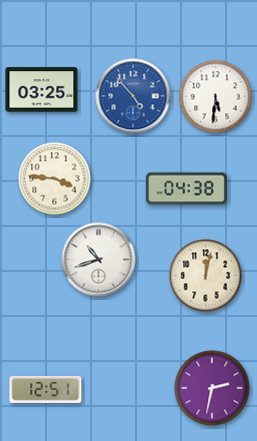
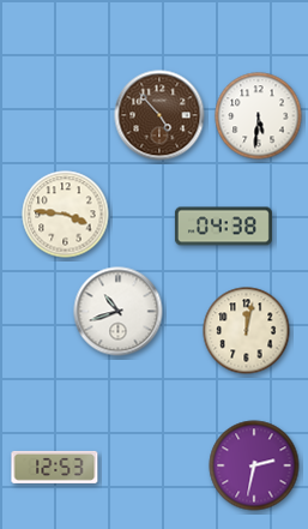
clock at (42, 90): 03:25 -> none
clock at (133, 96) dial: blue -> brown
clock at (46, 389): 12:51 -> 12:53
